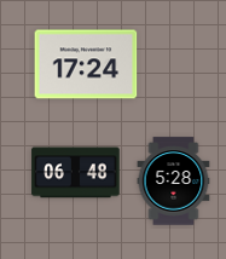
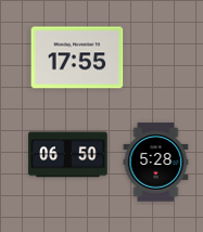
clock at (86, 64): 17:24 -> 17:55
clock at (76, 173): 06:48 -> 06:50
